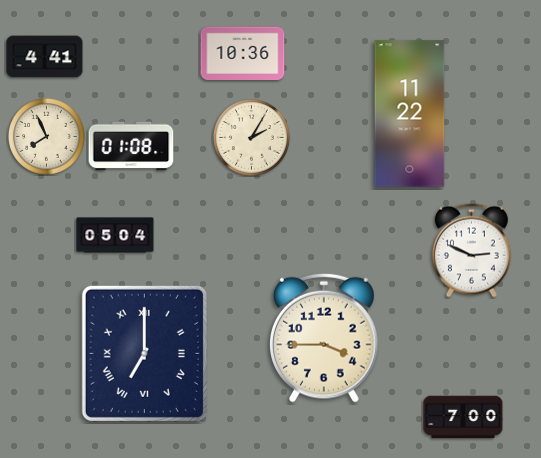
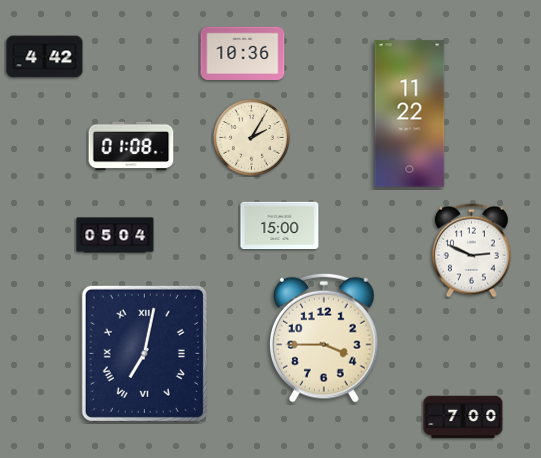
clock at (45, 57): 4:41 -> 4:42
clock at (47, 137): 7:56 -> none
clock at (280, 226): none -> 15:00
clock at (144, 353): 7:00 -> 7:02
